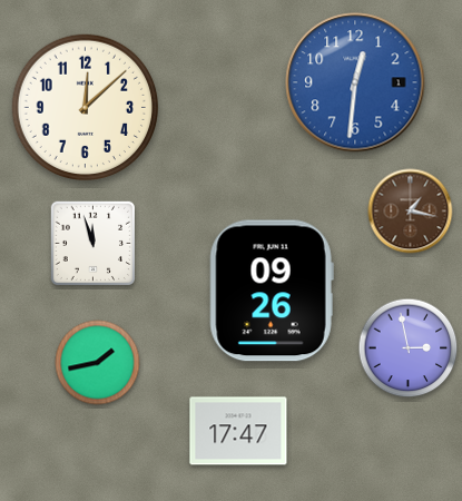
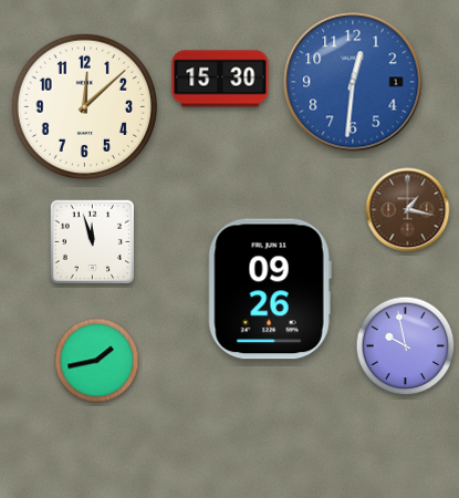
clock at (220, 79): none -> 15:30
clock at (409, 348): 2:58 -> 9:58
clock at (238, 431): 17:47 -> none
